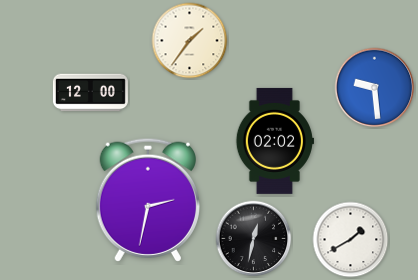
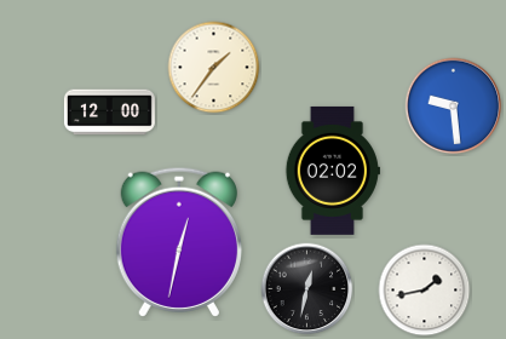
clock at (190, 41) position: (190, 41) -> (214, 68)
clock at (148, 200): 2:32 -> 12:32
clock at (351, 240): 1:40 -> 1:43
